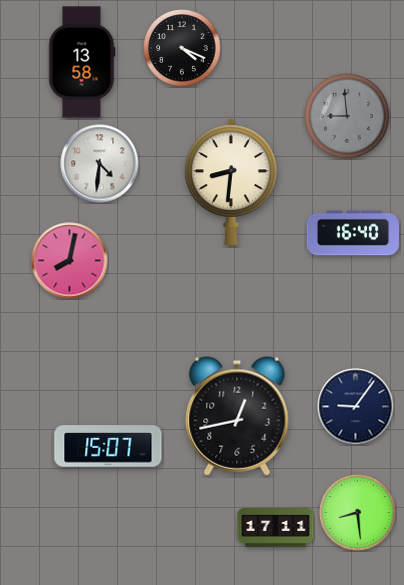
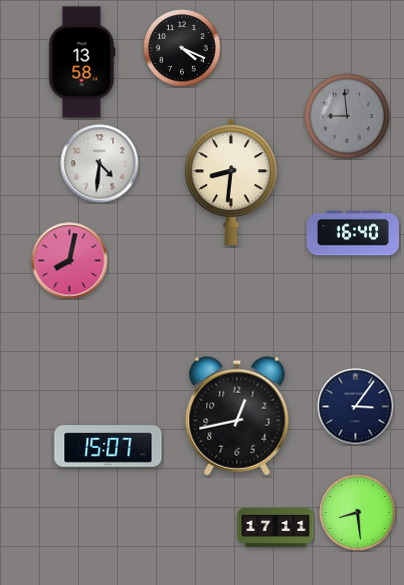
clock at (356, 407): 9:06 -> 3:06
